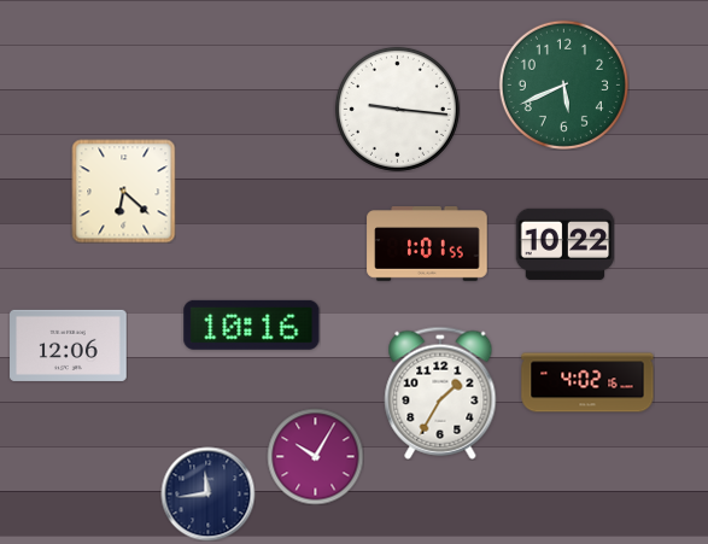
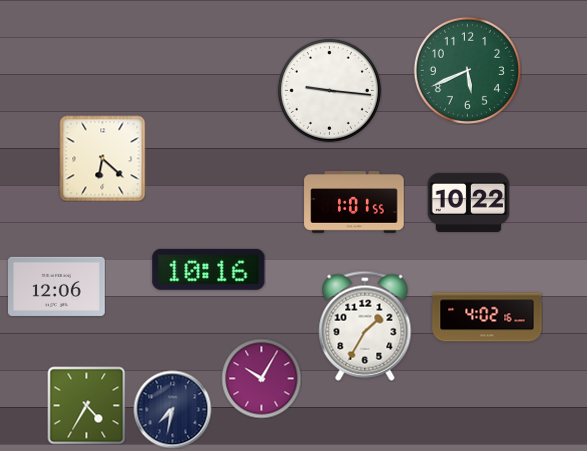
clock at (86, 405): none -> 4:35
clock at (207, 493): 11:44 -> 7:32
